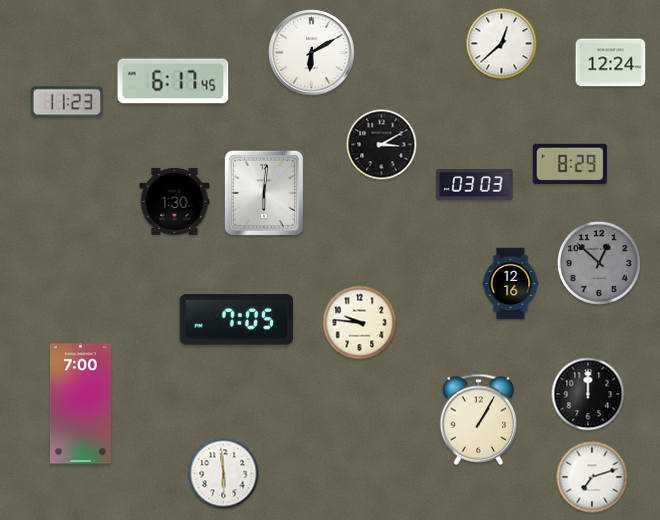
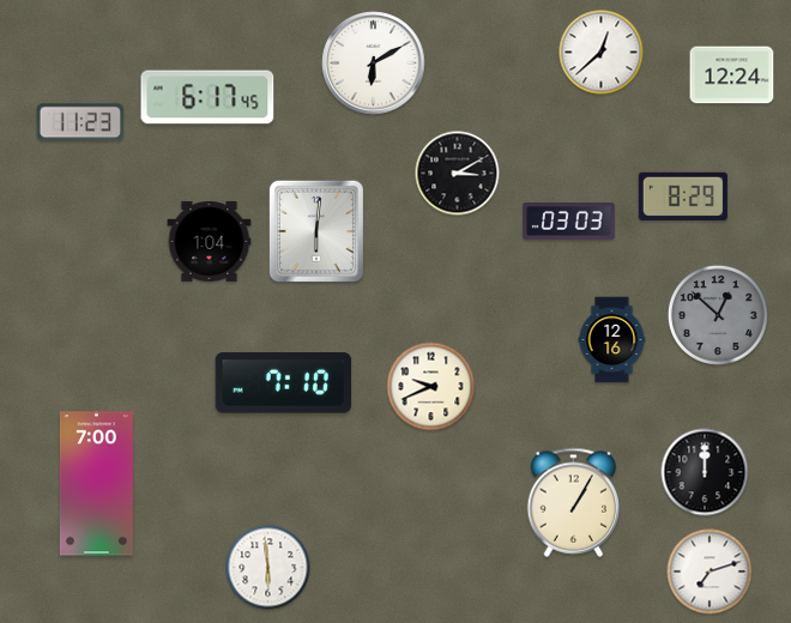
clock at (175, 201): 1:30 -> 1:04
clock at (236, 320): 7:05 -> 7:10
clock at (360, 323): 9:46 -> 9:41
